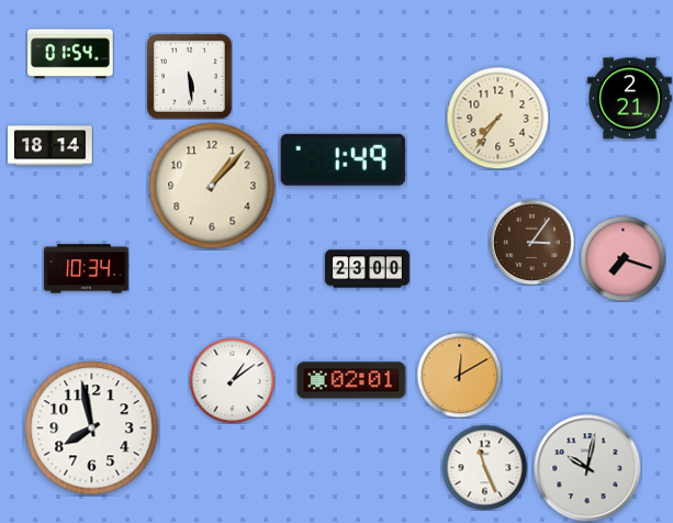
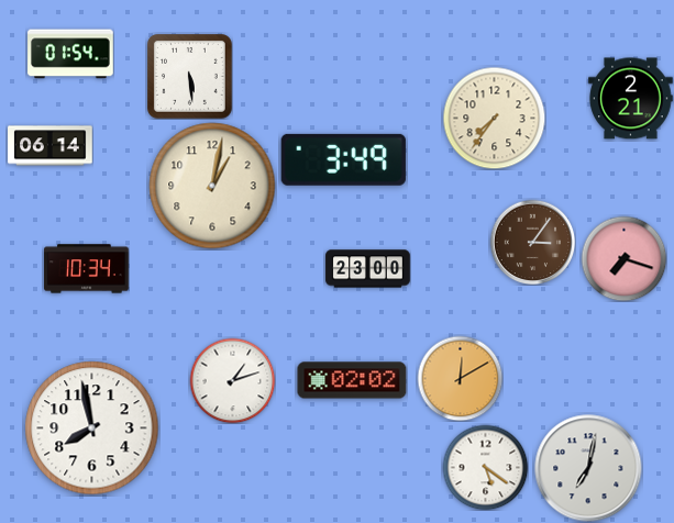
clock at (497, 118) position: (497, 118) -> (494, 118)
clock at (51, 146): 18:14 -> 06:14
clock at (343, 159): 1:49 -> 3:49
clock at (212, 186): 1:07 -> 1:02
clock at (459, 375) position: (459, 375) -> (460, 378)
clock at (232, 380): 1:09 -> 1:12
clock at (351, 380): 02:01 -> 02:02
clock at (484, 467): 11:26 -> 5:21
clock at (587, 468): 10:02 -> 7:02
